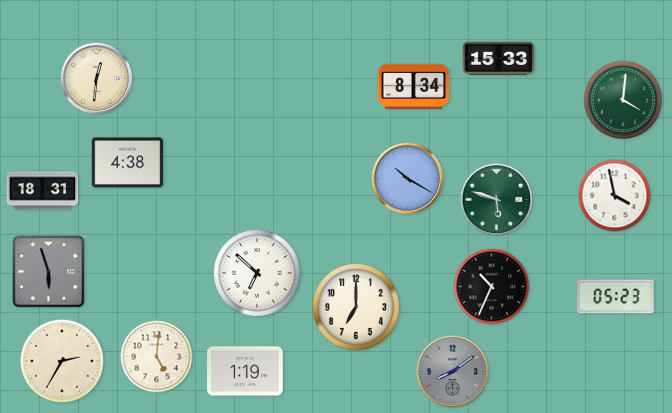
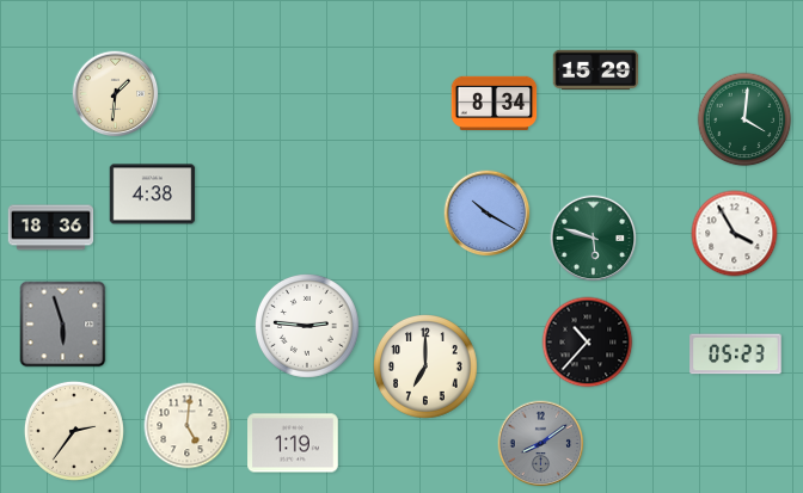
clock at (499, 59): 15:33 -> 15:29
clock at (97, 79): 12:31 -> 1:31
clock at (43, 191): 18:31 -> 18:36
clock at (615, 196): 3:58 -> 3:55
clock at (49, 272) position: (49, 272) -> (63, 325)
clock at (258, 274): 6:52 -> 2:46
clock at (492, 287): 10:34 -> 10:37
clock at (62, 361): 2:35 -> 2:36
